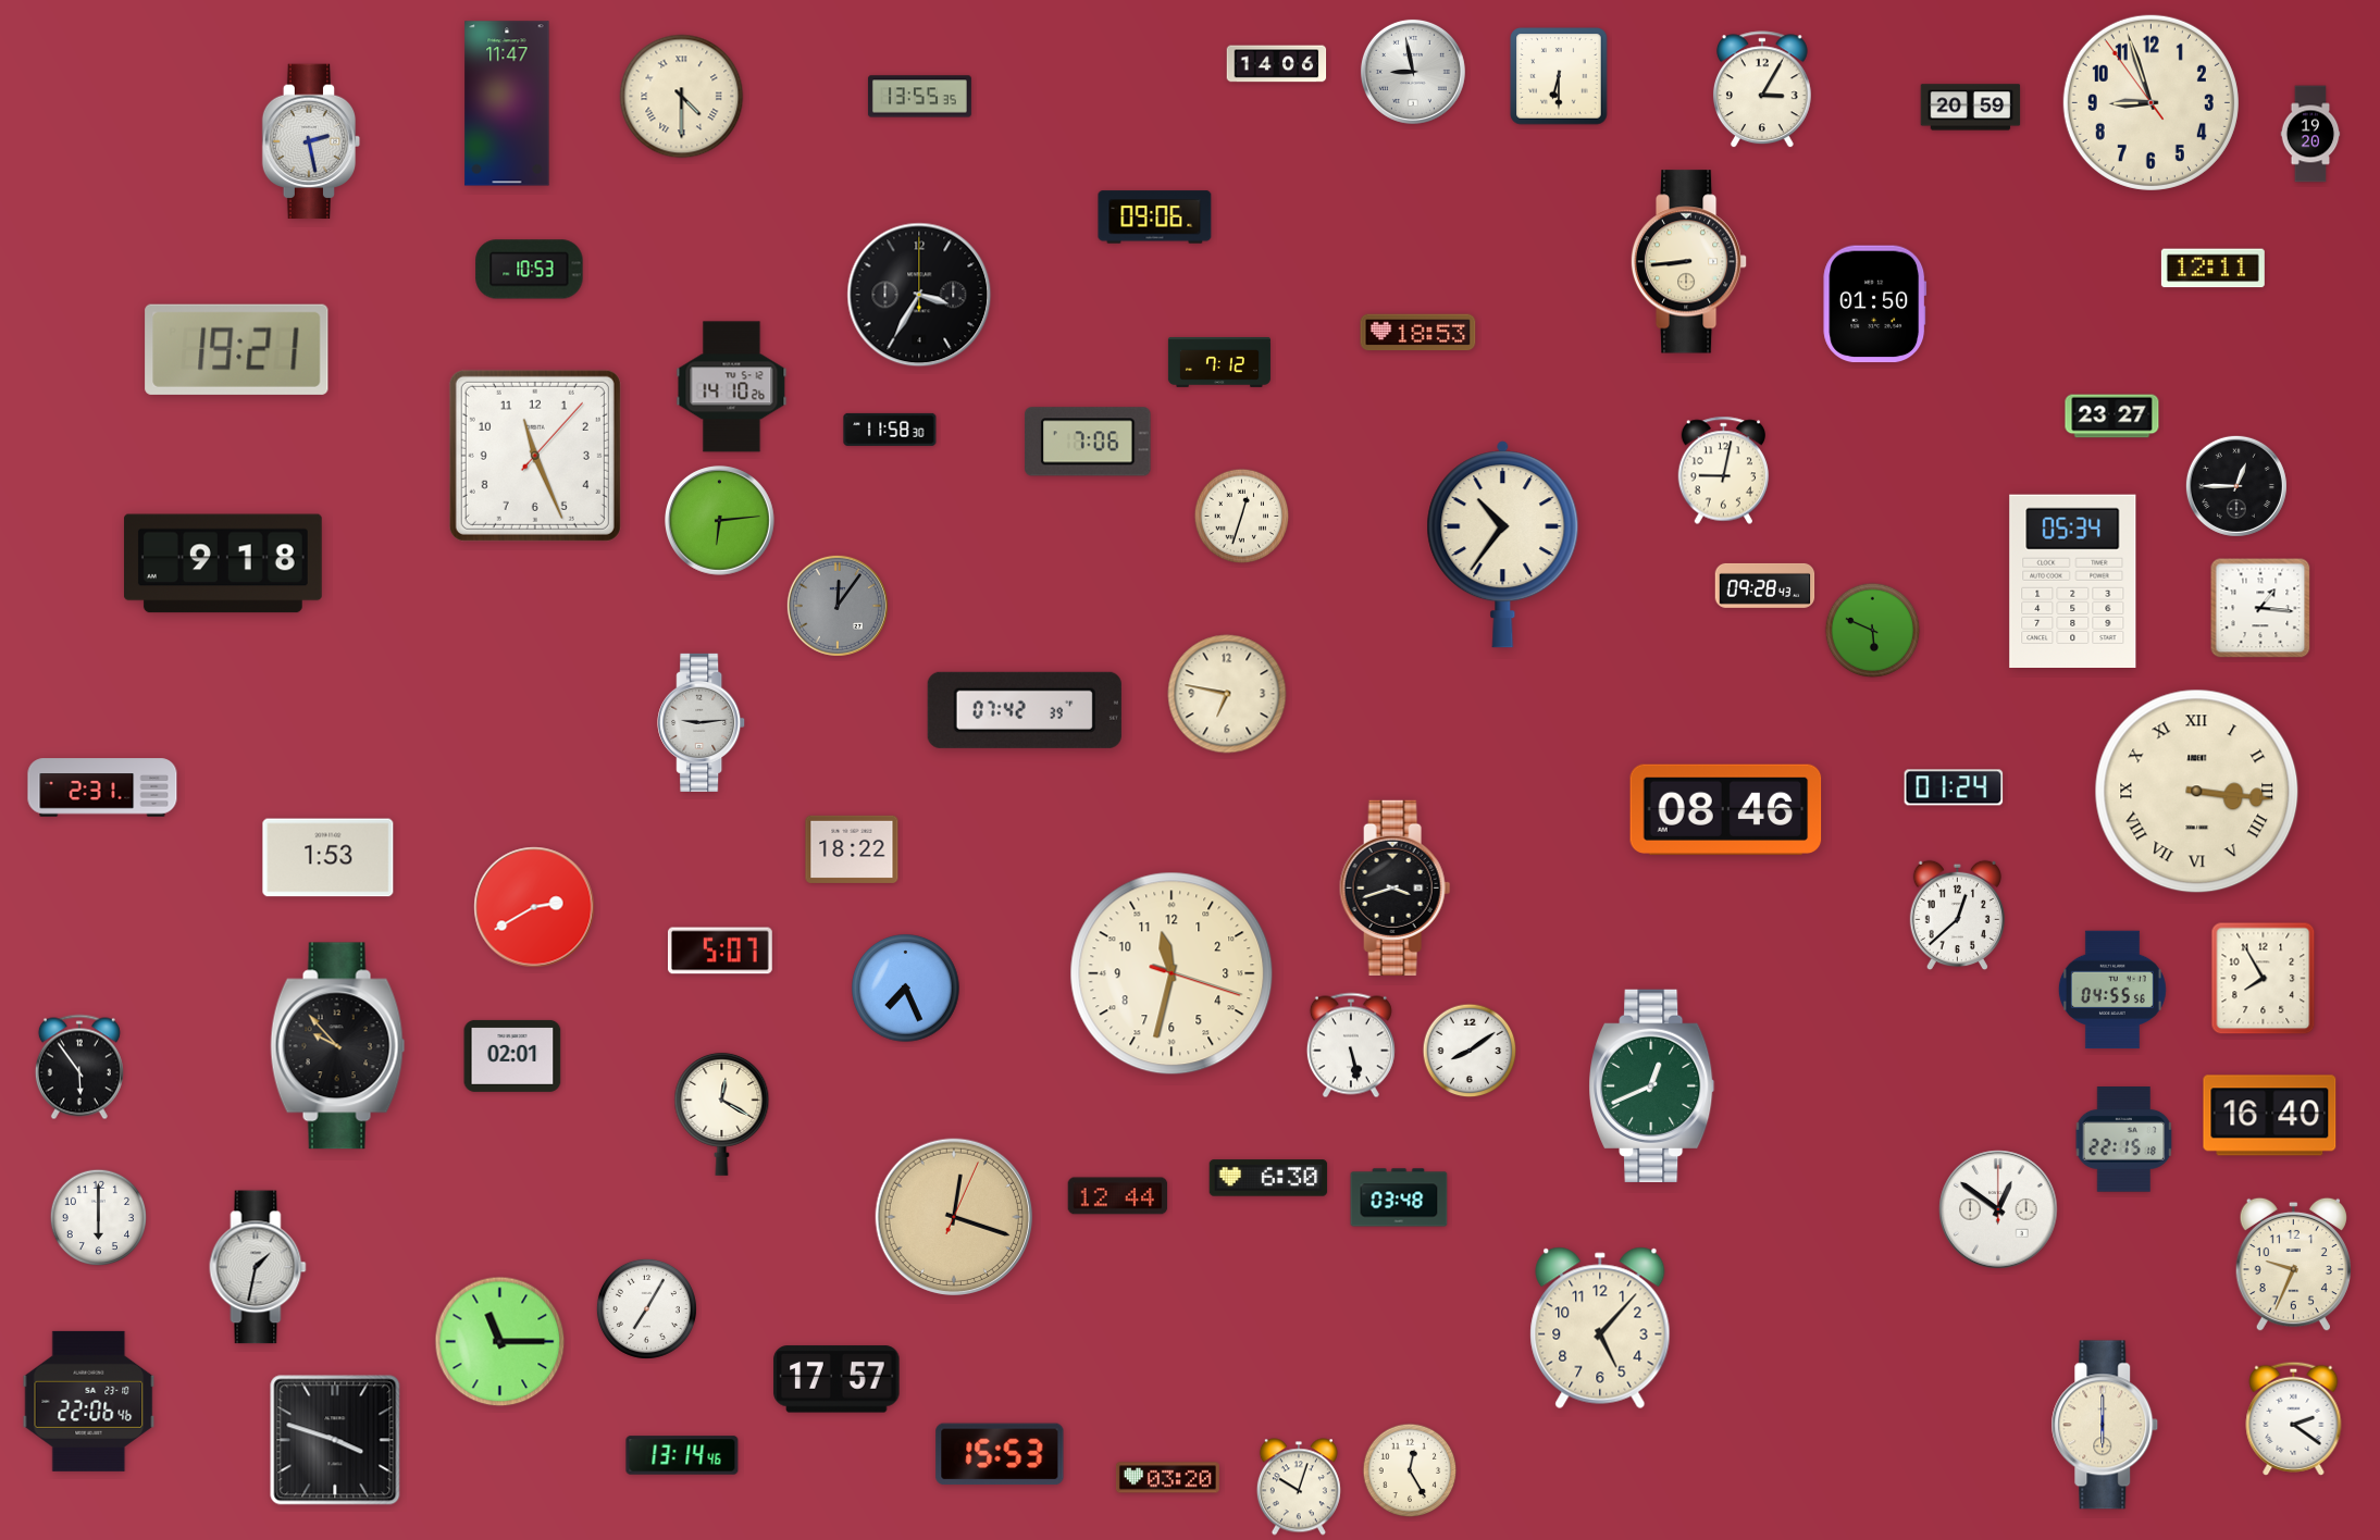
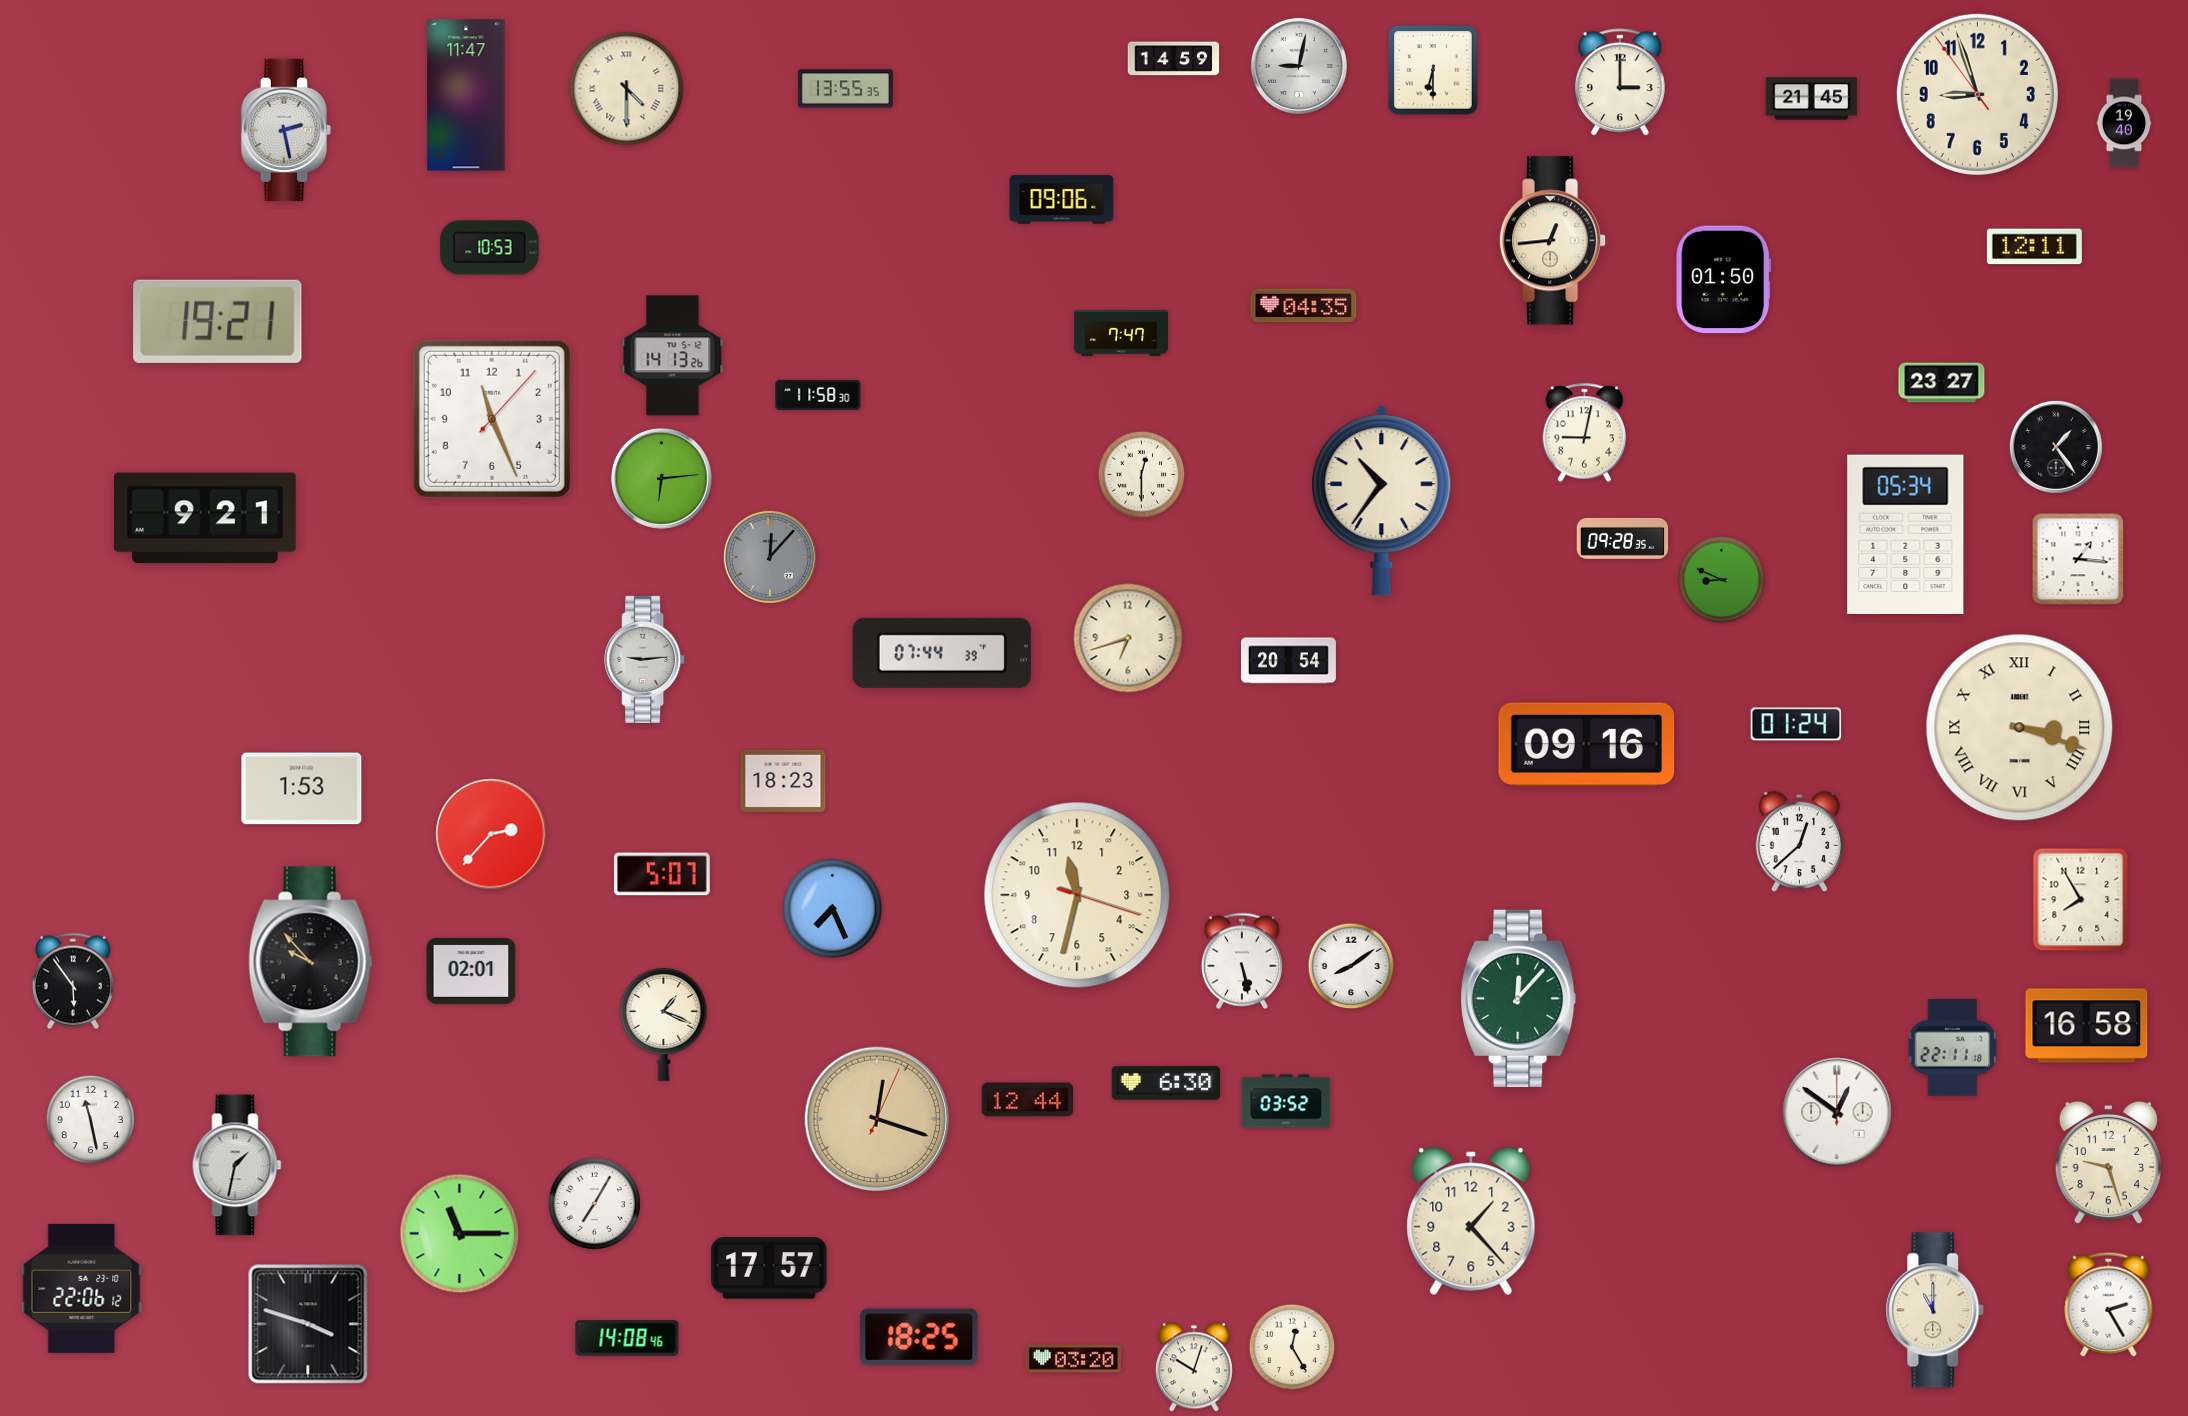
clock at (1277, 64): 14:06 -> 14:59
clock at (1413, 72): 8:58 -> 9:02
clock at (1762, 90): 3:05 -> 3:00
clock at (1971, 108): 20:59 -> 21:45
clock at (2310, 134): 19:20 -> 19:40
clock at (1689, 262): 8:44 -> 12:44
clock at (530, 270) position: (530, 270) -> (490, 248)
clock at (919, 295): 3:35 -> none
clock at (1418, 333): 18:53 -> 04:35
clock at (1219, 362): 7:12 -> 7:47
clock at (732, 387): 14:10 -> 14:13
clock at (1088, 442): 7:06 -> none
clock at (2236, 486): 12:45 -> 1:24
clock at (1242, 517): 12:33 -> 12:30
clock at (223, 563): 9:18 -> 9:21
clock at (1765, 585): 09:28:43 -> 09:28:35
clock at (838, 606): 12:06 -> 12:07
clock at (1873, 631): 5:49 -> 8:49
clock at (1227, 694): 6:47 -> 6:42
clock at (1025, 710): 07:42 -> 07:44
clock at (1288, 661): none -> 20:54
clock at (702, 722) position: (702, 722) -> (645, 659)
clock at (102, 787): 2:31 -> none
clock at (2197, 792): 3:16 -> 3:18
clock at (1726, 809): 08:46 -> 09:16
clock at (852, 849): 18:22 -> 18:23
clock at (1396, 887): 3:42 -> none
clock at (534, 907): 2:40 -> 2:37
clock at (2112, 990): 04:55 -> none
clock at (1652, 1085): 12:41 -> 12:07
clock at (722, 1114): 12:20 -> 1:19
clock at (2270, 1116): 16:40 -> 16:58
clock at (2124, 1140): 22:15 -> 22:11
clock at (1399, 1197): 03:48 -> 03:52
clock at (98, 1217): 6:00 -> 11:28
clock at (2293, 1265): 9:34 -> 9:27
clock at (1600, 1328): 5:07 -> 1:23
clock at (89, 1401): 22:06:46 -> 22:06:12
clock at (2294, 1418): 2:21 -> 2:25
clock at (2105, 1425): 6:00 -> 11:00
clock at (1000, 1454): 15:53 -> 18:25
clock at (682, 1455): 13:14 -> 14:08
clock at (1410, 1470) position: (1410, 1470) -> (1292, 1347)
